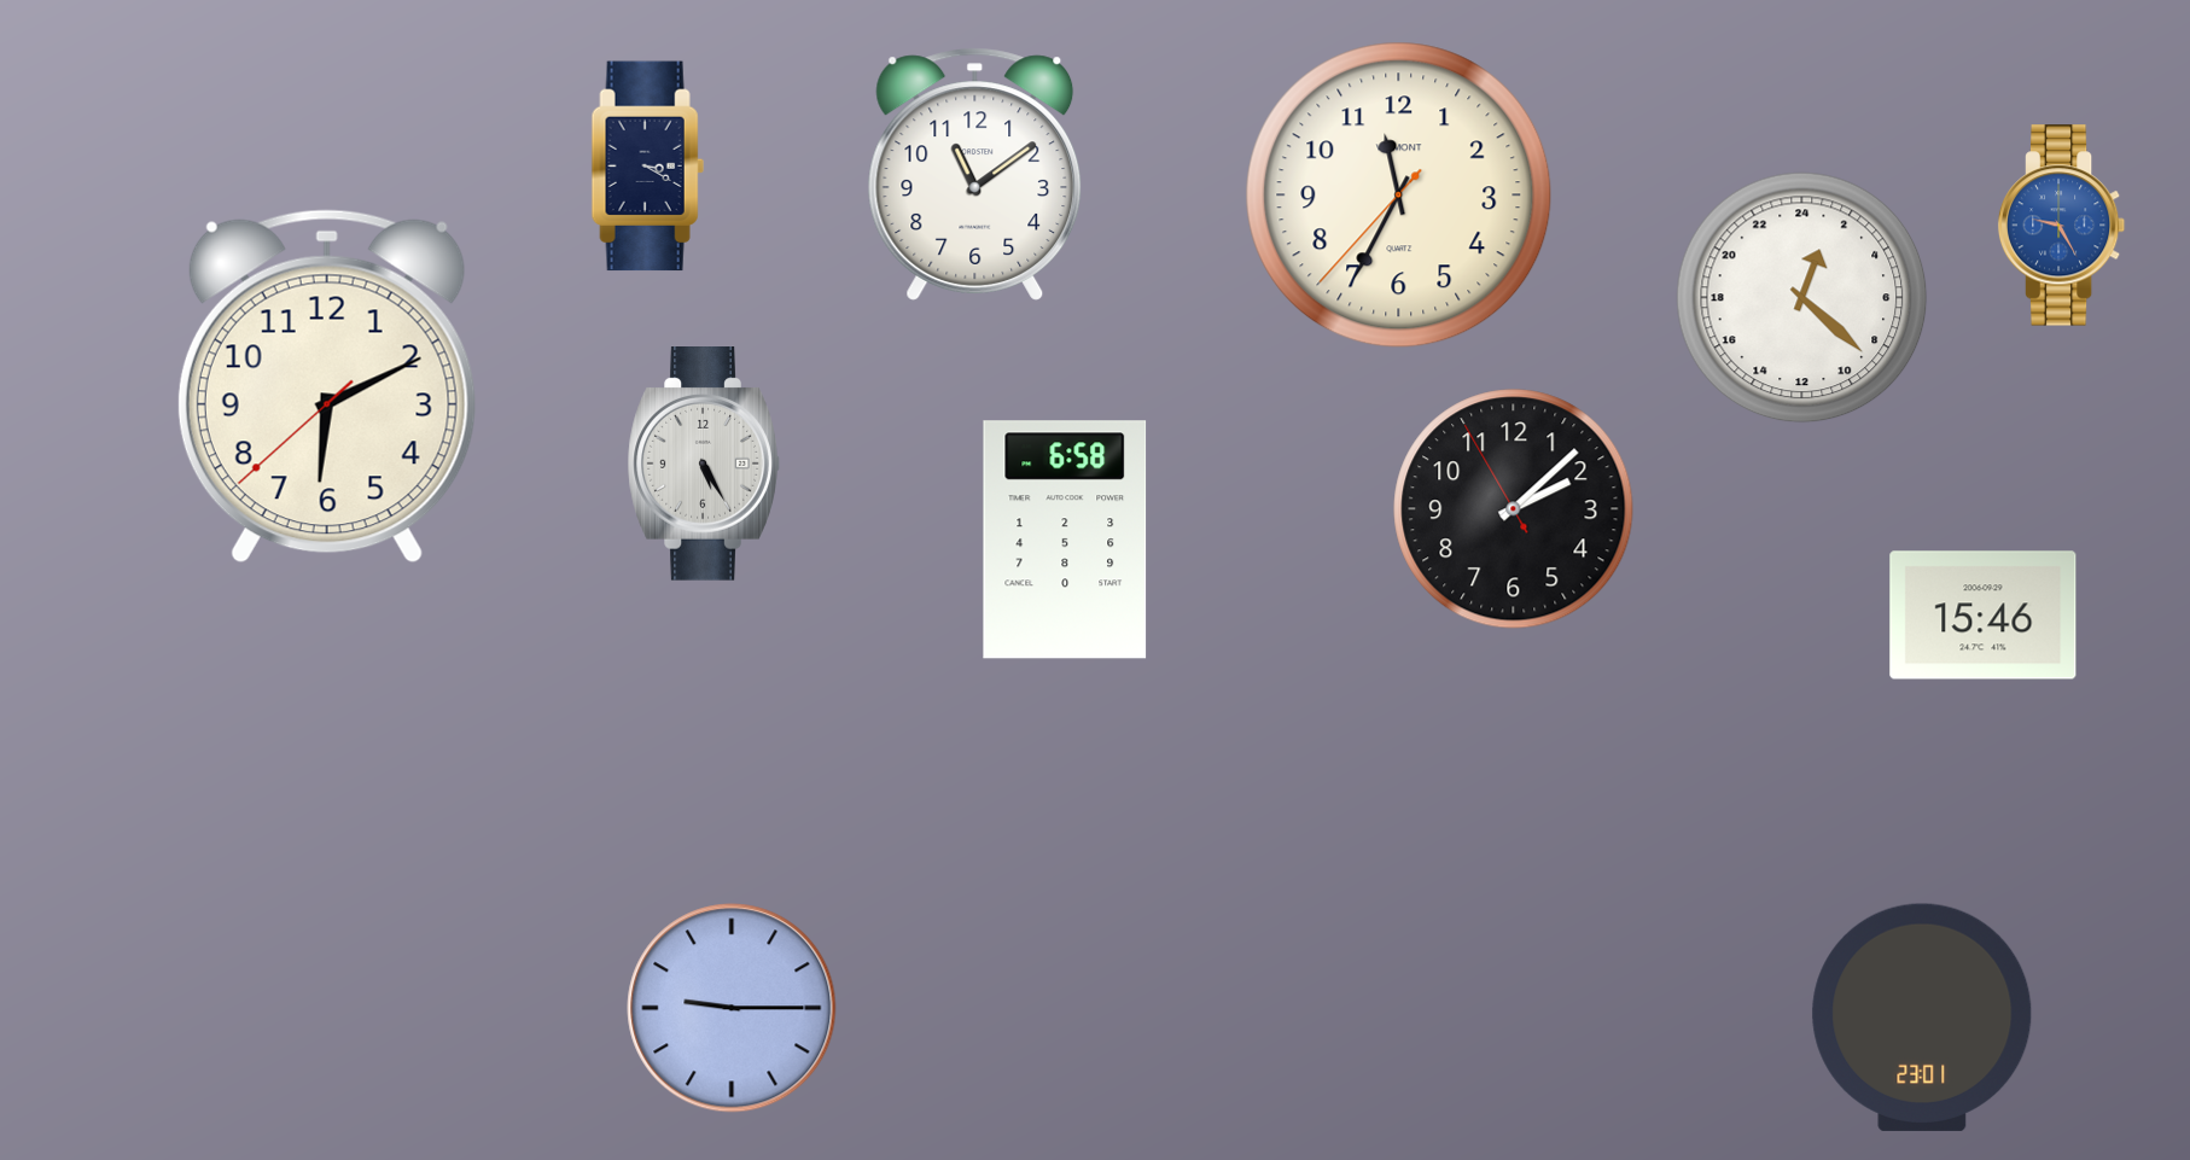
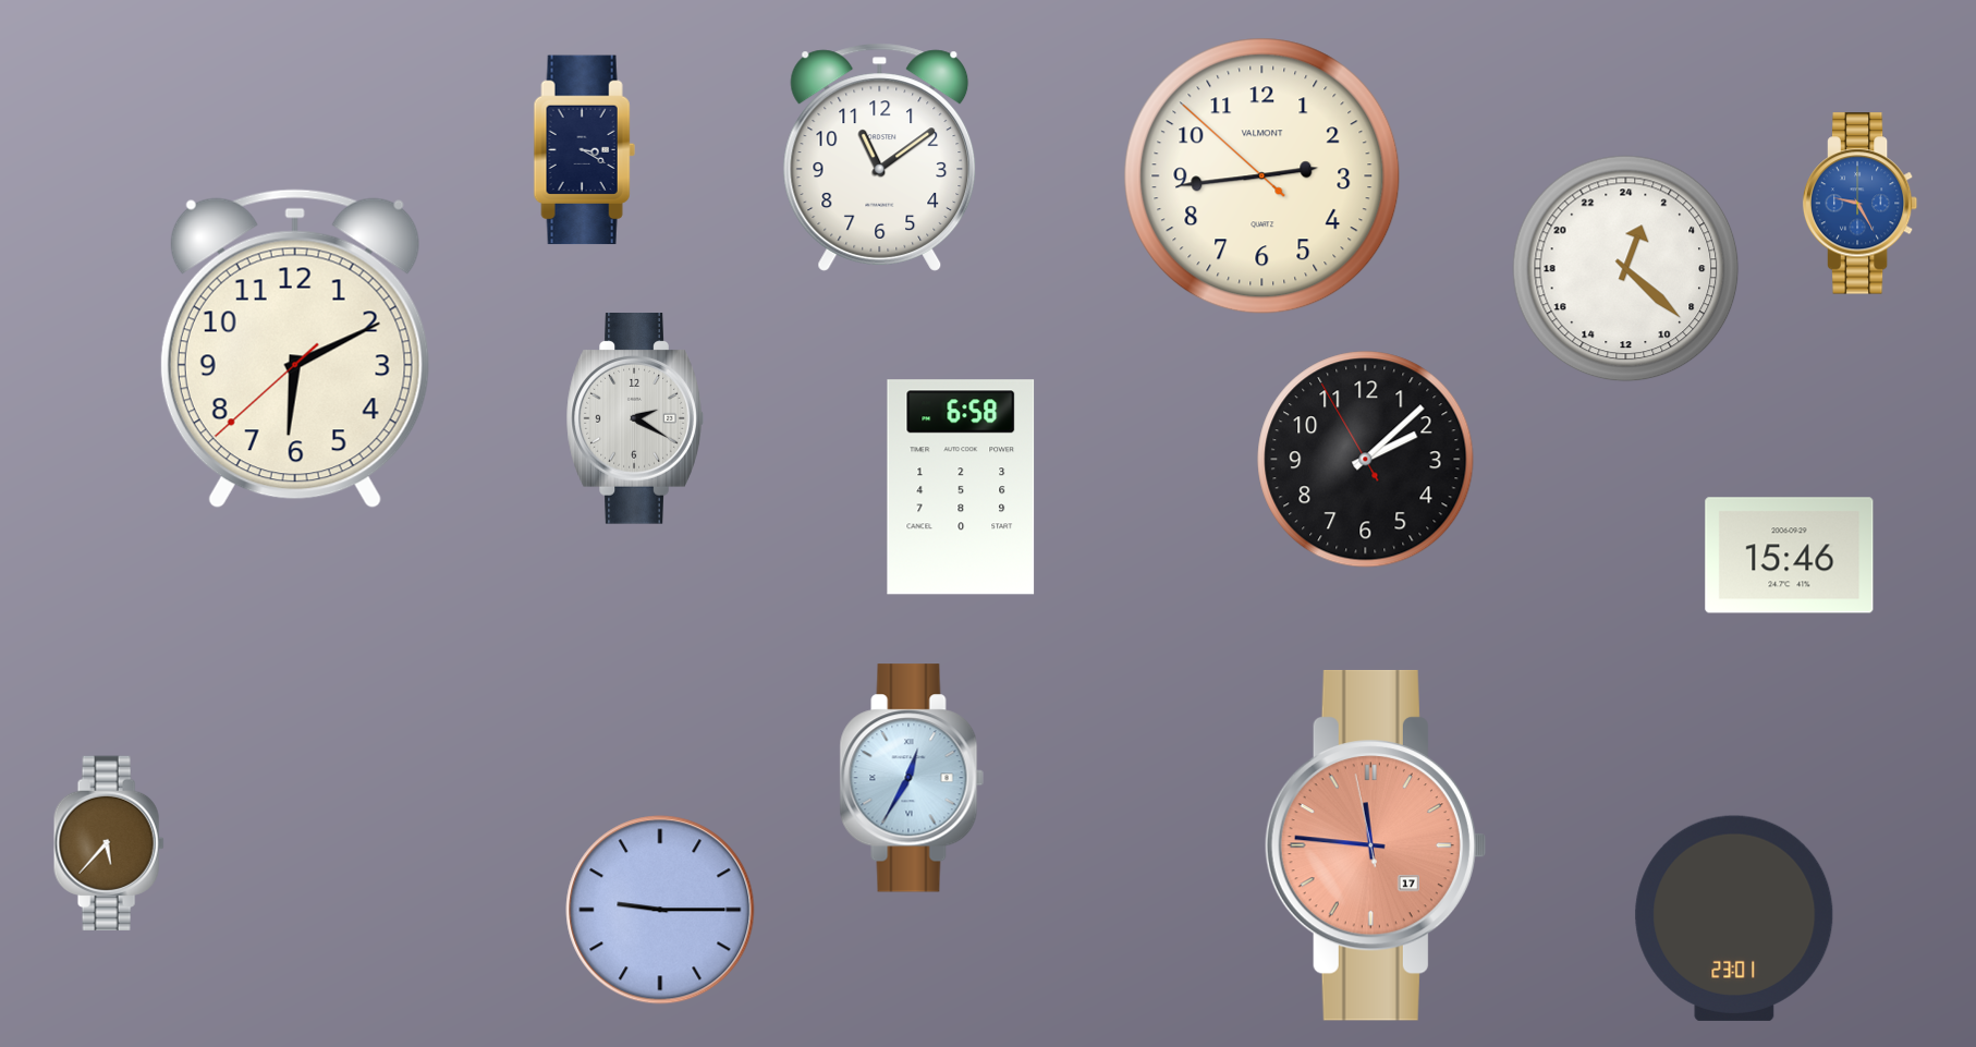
clock at (1399, 196): 11:34 -> 2:43
clock at (704, 465): 5:25 -> 2:20
clock at (912, 778): none -> 12:35
clock at (109, 842): none -> 5:37
clock at (1375, 845): none -> 11:45
